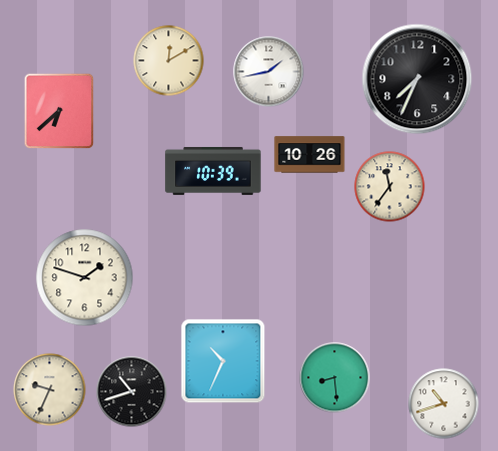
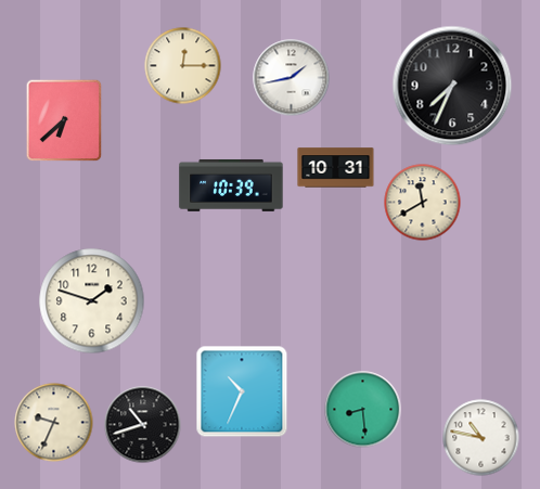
clock at (169, 61): 12:10 -> 12:15
clock at (310, 155): 10:26 -> 10:31
clock at (390, 187): 11:36 -> 11:40
clock at (444, 404): 10:42 -> 10:47
